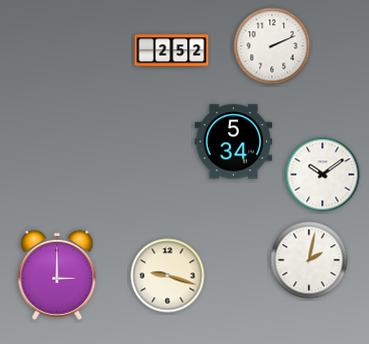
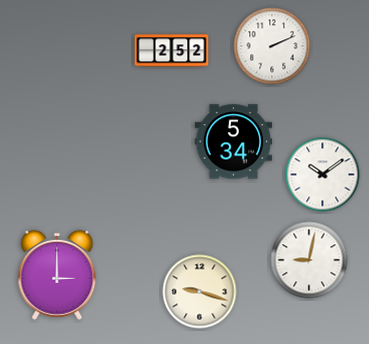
clock at (309, 260): 2:02 -> 9:02
clock at (168, 276) position: (168, 276) -> (200, 292)
